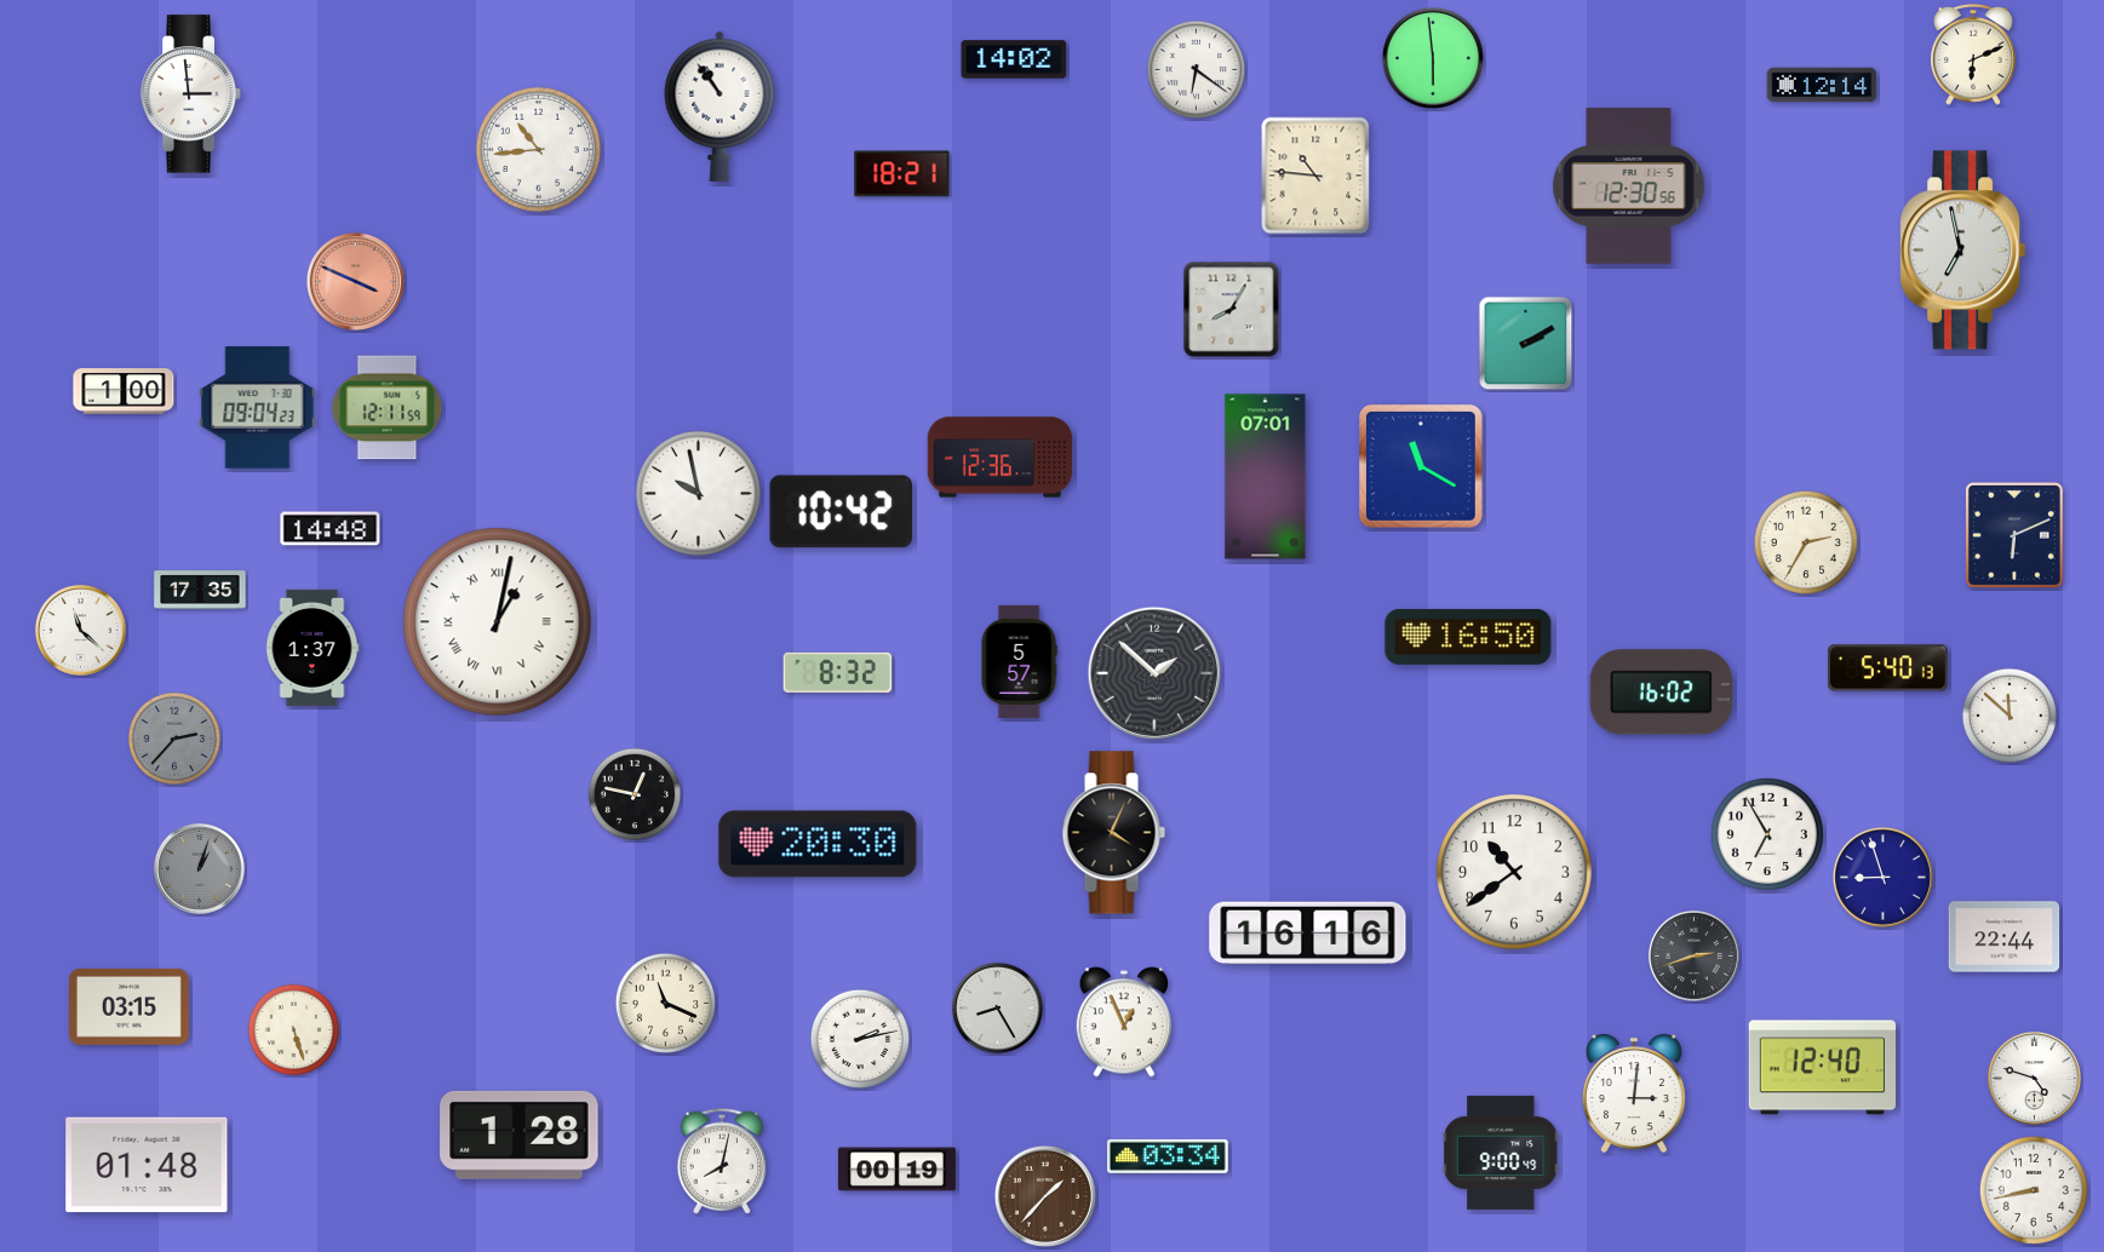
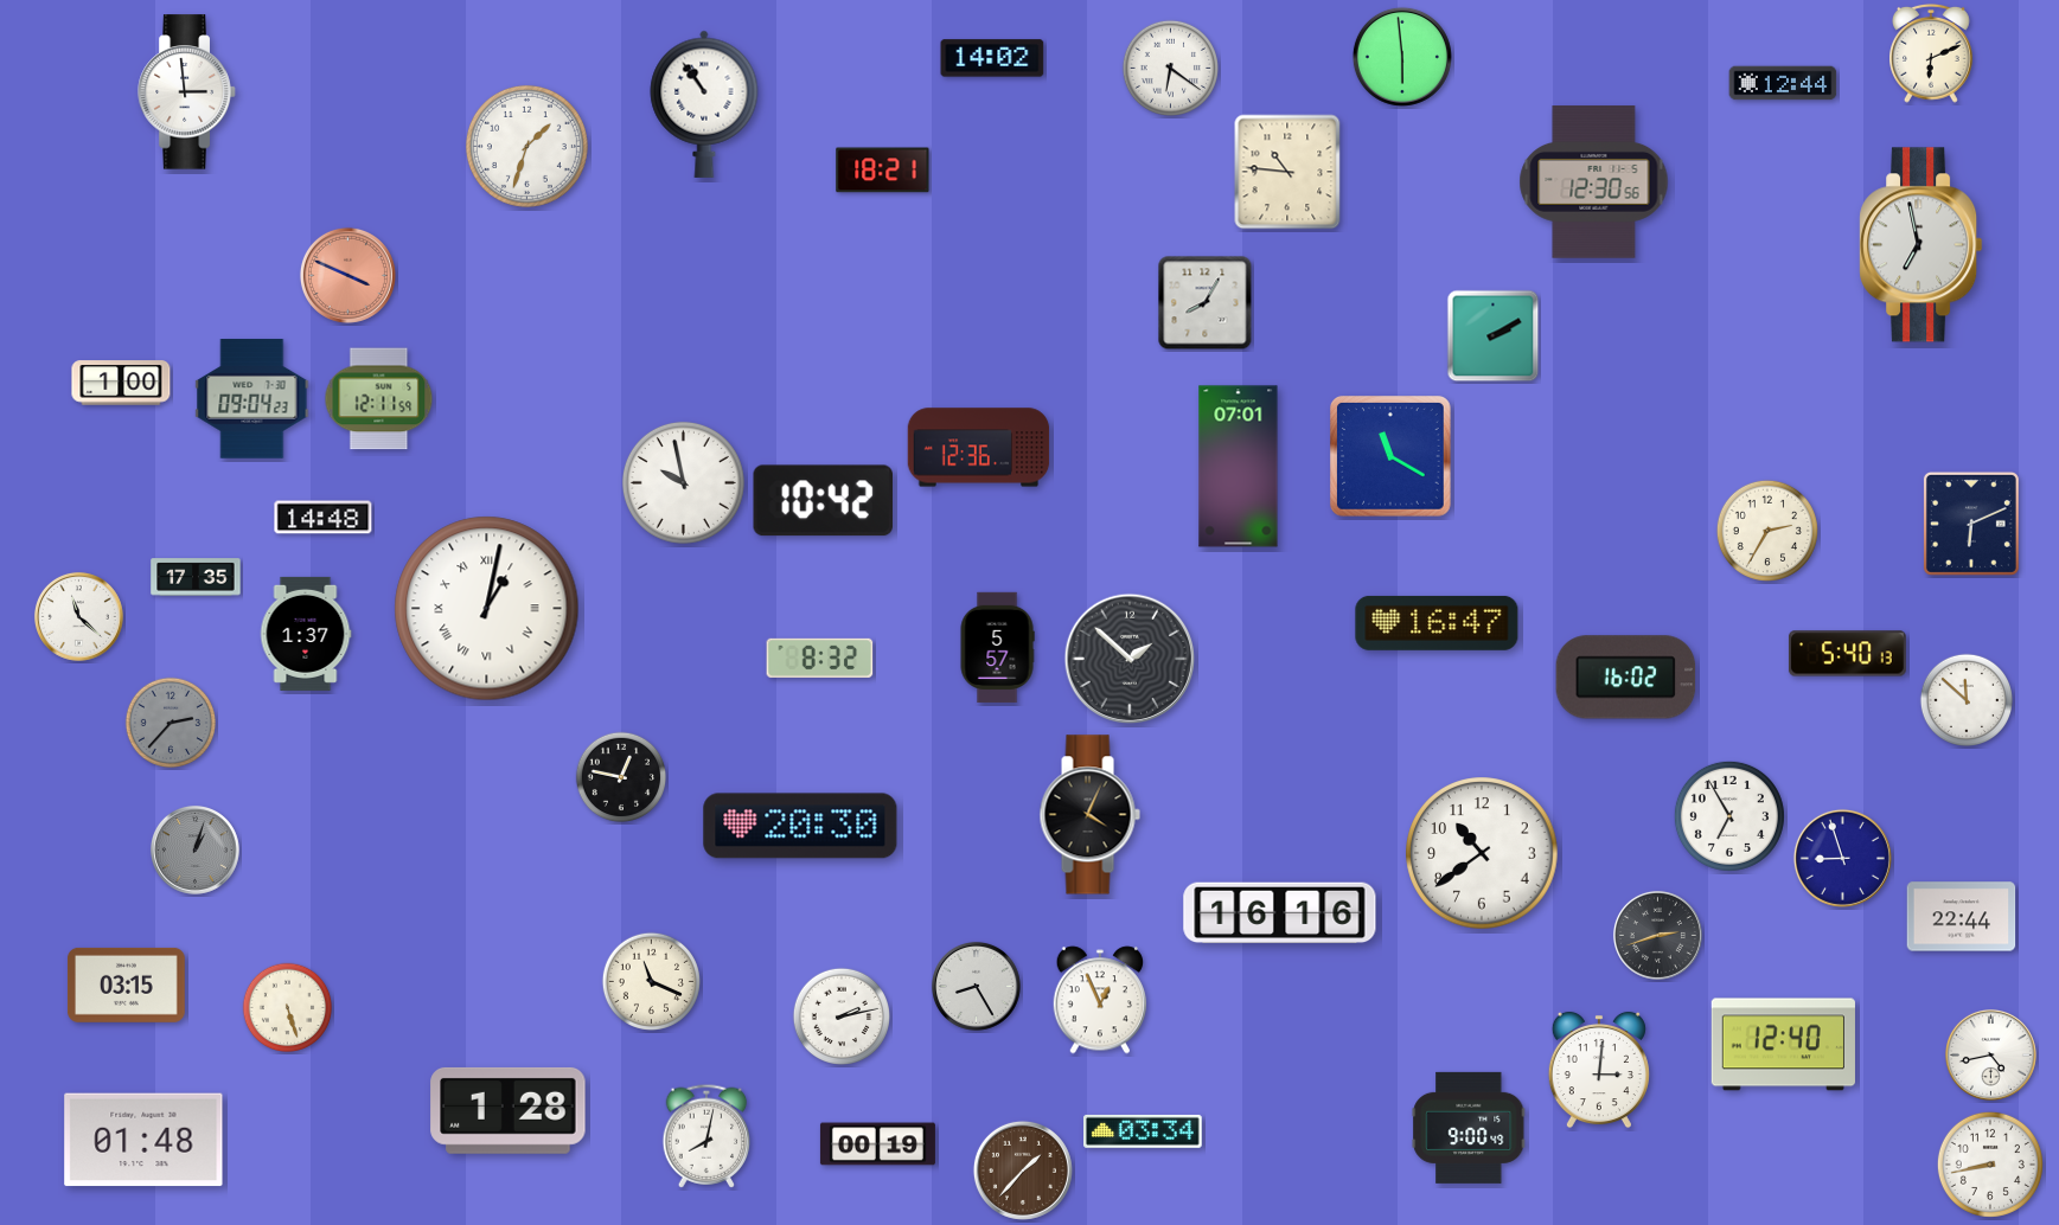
clock at (1822, 85): 12:14 -> 12:44
clock at (538, 149): 10:44 -> 1:33
clock at (1468, 637): 16:50 -> 16:47
clock at (2034, 1078): 4:48 -> 4:43
